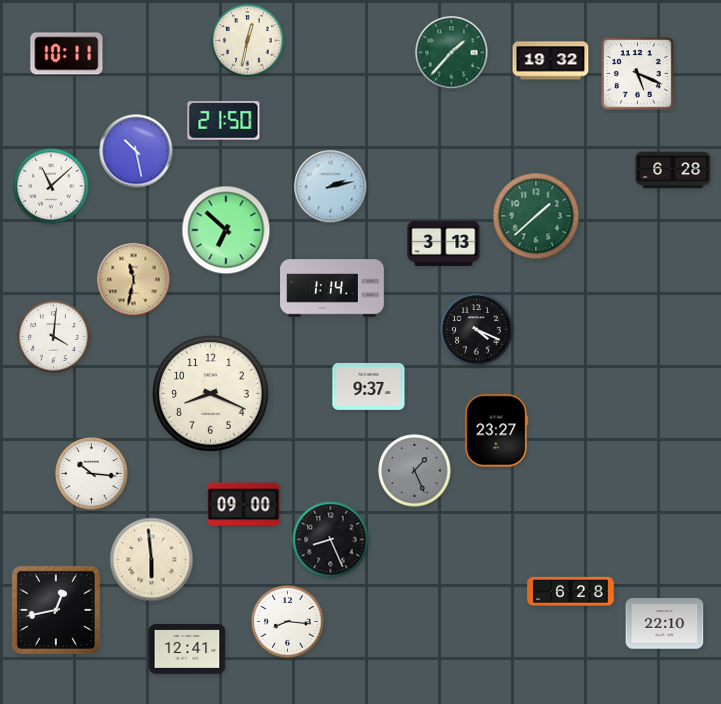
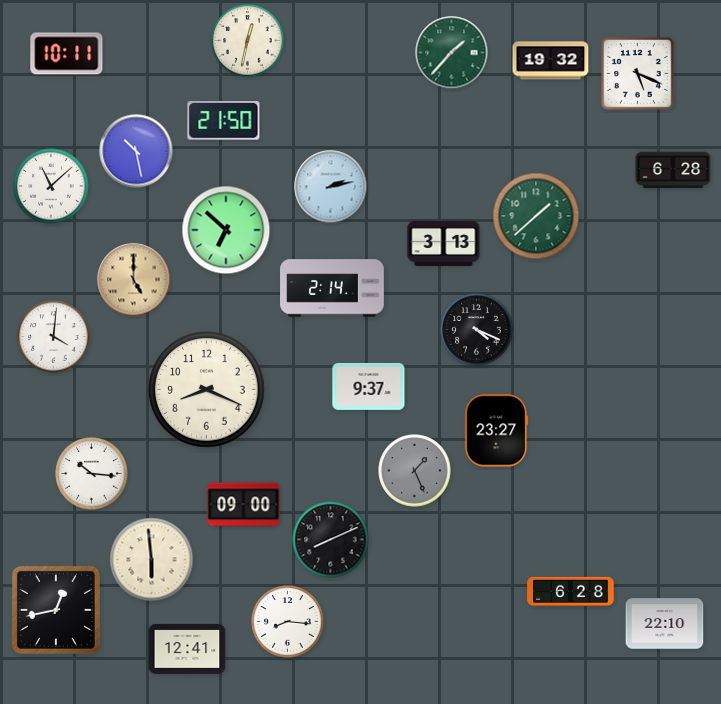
clock at (134, 280): 11:32 -> 5:00
clock at (332, 288): 1:14 -> 2:14
clock at (211, 394) position: (211, 394) -> (207, 390)
clock at (331, 540): 8:26 -> 8:11
